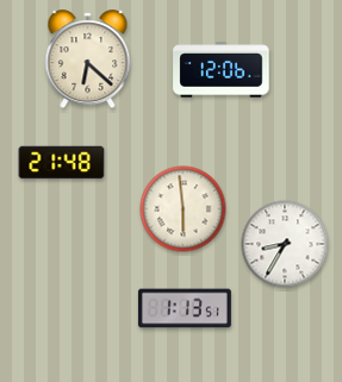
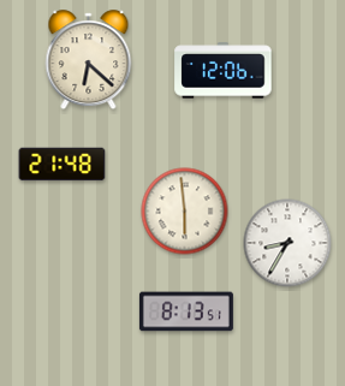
clock at (285, 244) position: (285, 244) -> (287, 243)
clock at (185, 308): 1:13 -> 8:13
